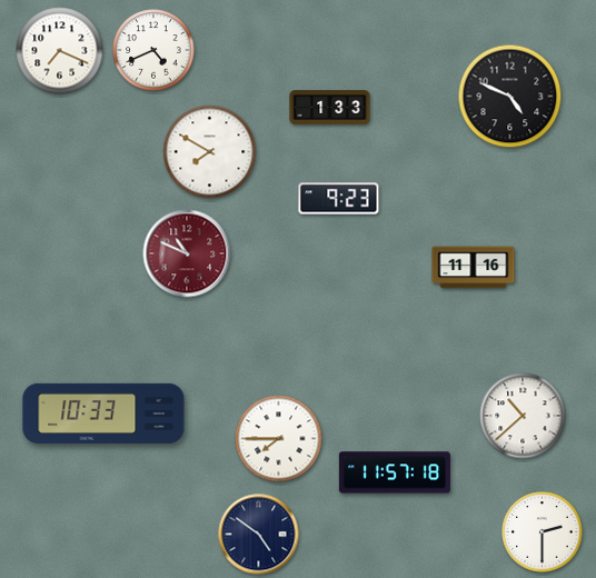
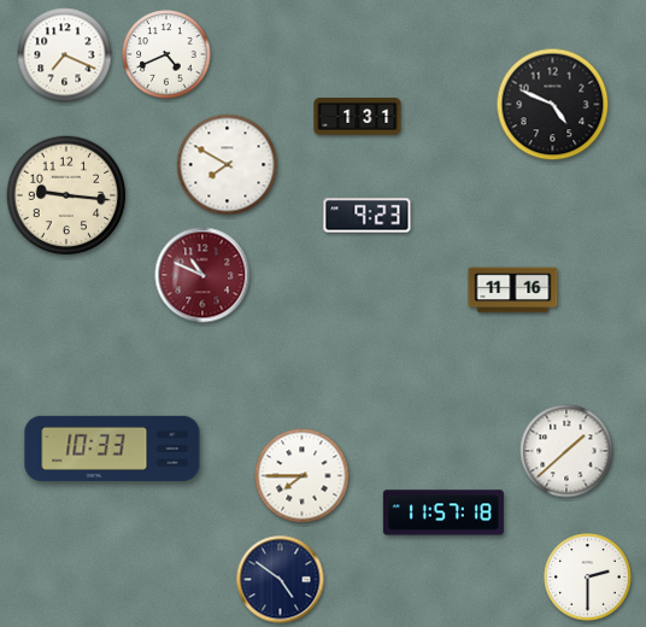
clock at (330, 108): 1:33 -> 1:31
clock at (66, 195): none -> 9:16
clock at (523, 416): 10:38 -> 1:38
clock at (395, 472) position: (395, 472) -> (444, 512)
